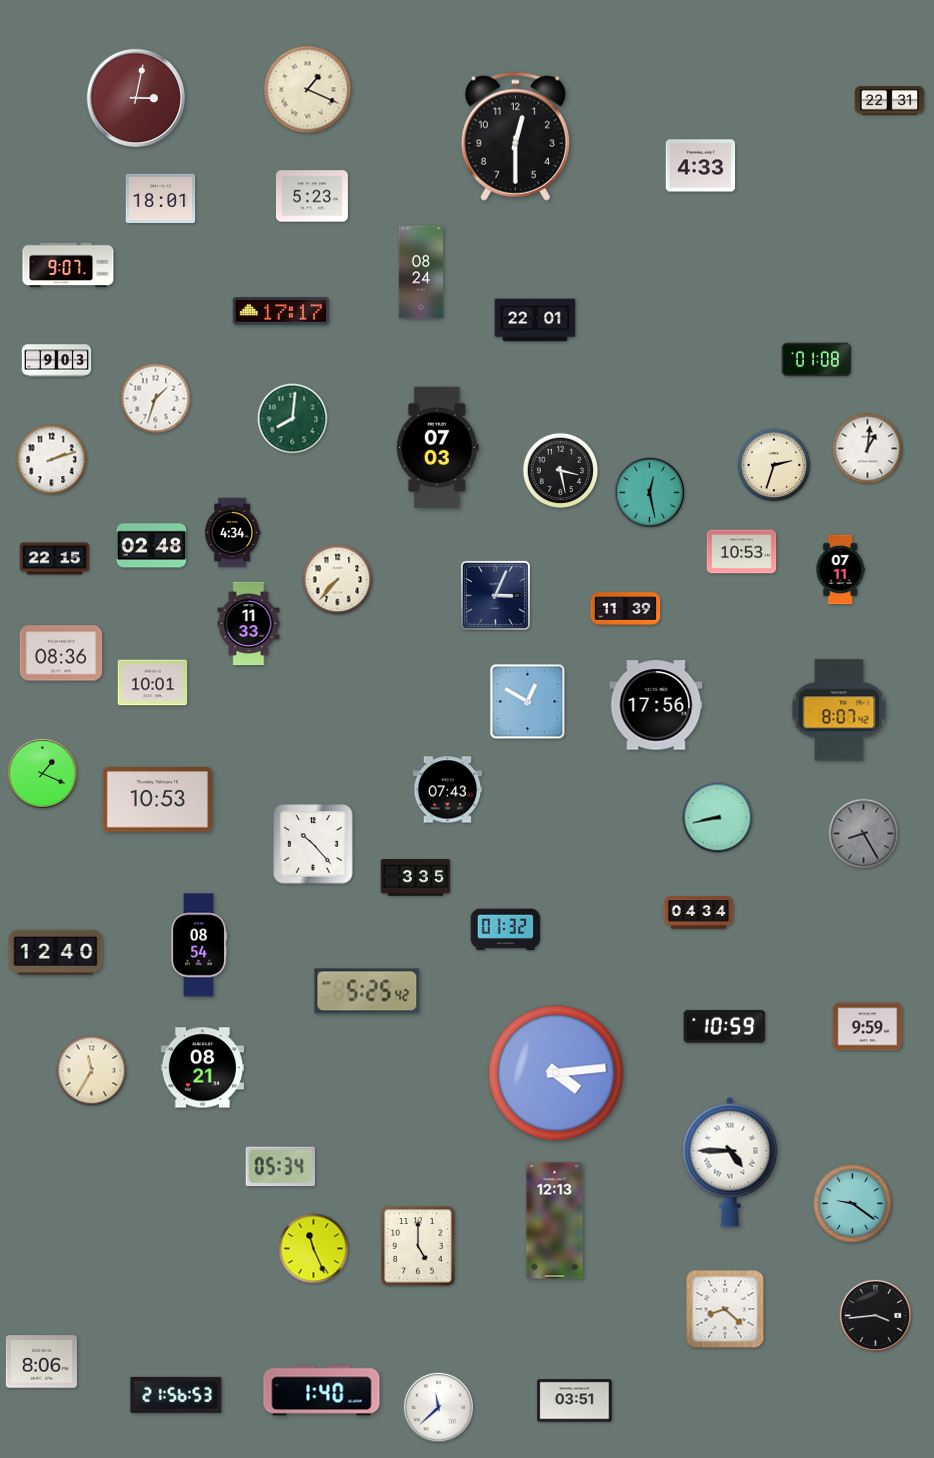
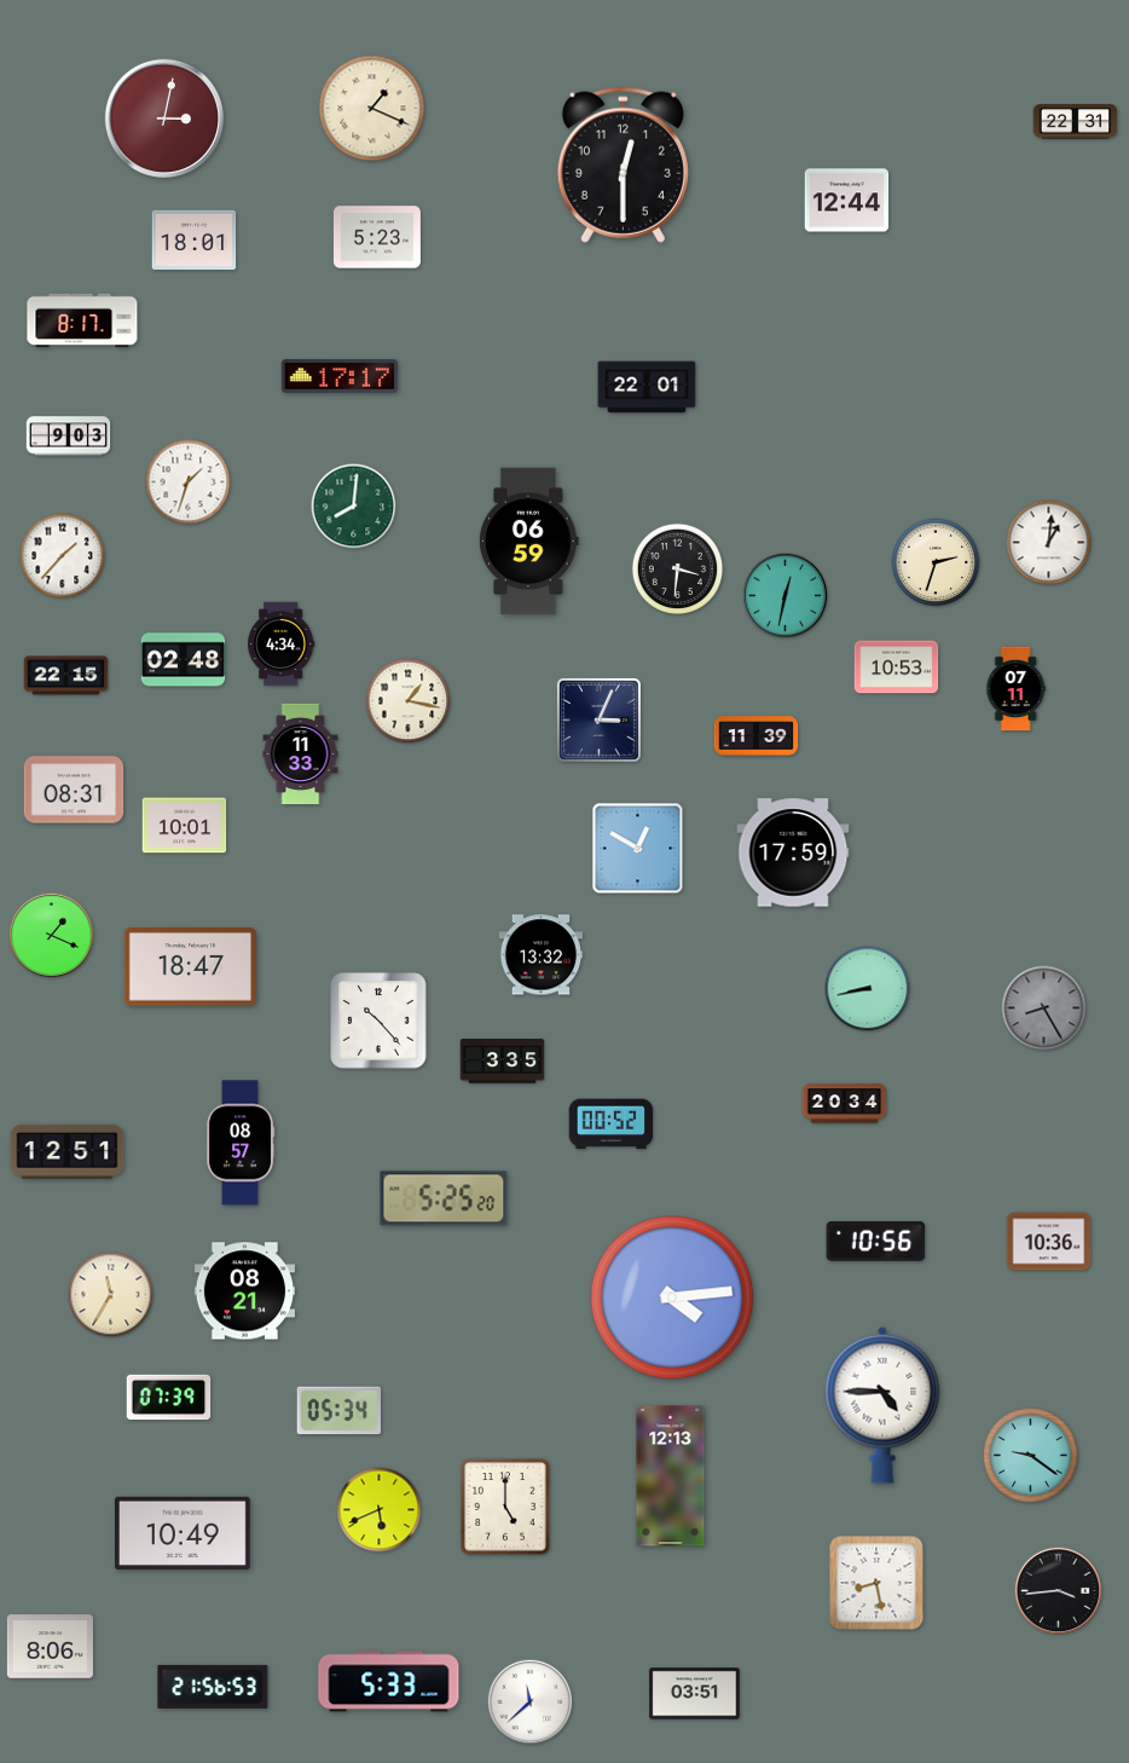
clock at (701, 166): 4:33 -> 12:44
clock at (68, 265): 9:07 -> 8:17
clock at (421, 272): 08:24 -> none
clock at (817, 360): 01:08 -> none
clock at (437, 448): 07:03 -> 06:59
clock at (52, 460): 2:12 -> 1:37
clock at (560, 470): 3:28 -> 3:31
clock at (650, 493): 12:28 -> 12:32
clock at (338, 580): 7:37 -> 1:17
clock at (61, 653): 08:36 -> 08:31
clock at (656, 705): 17:56 -> 17:59
clock at (839, 710): 8:07 -> none
clock at (448, 790): 07:43 -> 13:32
clock at (157, 800): 10:53 -> 18:47
clock at (699, 913): 04:34 -> 20:34
clock at (506, 930): 01:32 -> 00:52
clock at (199, 945): 08:54 -> 08:57
clock at (56, 952): 12:40 -> 12:51
clock at (367, 991): 5:25:42 -> 5:25:20
clock at (725, 1026): 10:59 -> 10:56
clock at (868, 1027): 9:59 -> 10:36
clock at (169, 1398): none -> 07:39
clock at (314, 1249): 11:26 -> 5:41
clock at (183, 1532): none -> 10:49
clock at (725, 1309): 8:22 -> 8:28
clock at (322, 1391): 1:40 -> 5:33
